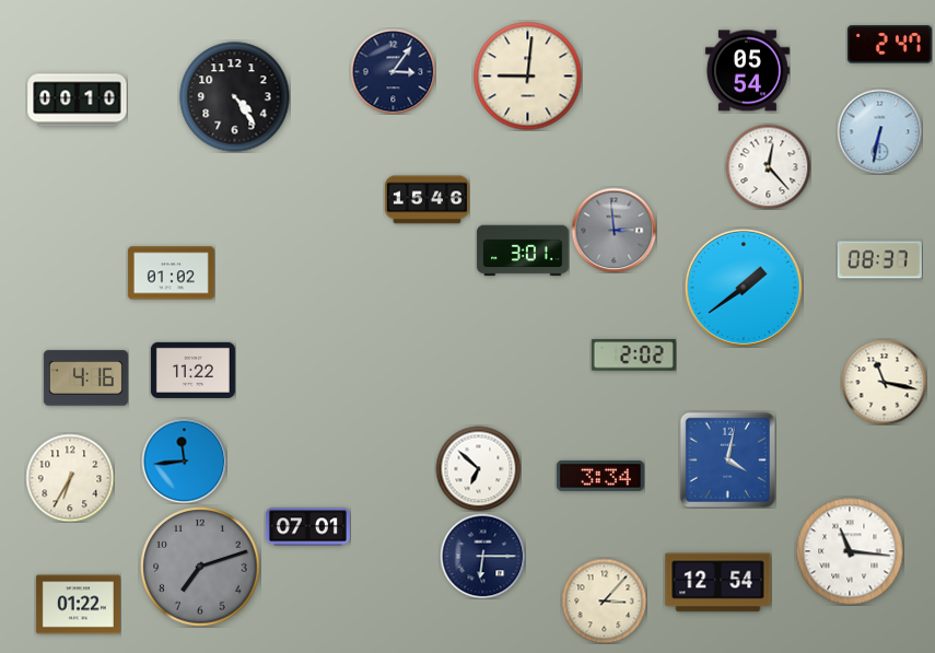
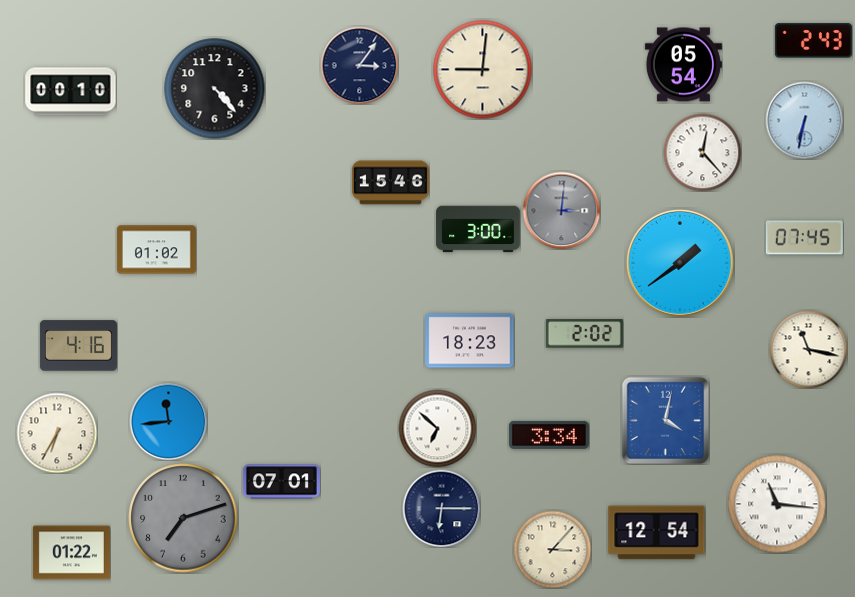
clock at (889, 45): 2:47 -> 2:43
clock at (235, 97): 4:24 -> 4:23
clock at (613, 230): 2:59 -> 3:01
clock at (523, 250): 3:01 -> 3:00
clock at (879, 260): 08:37 -> 07:45
clock at (633, 355) position: (633, 355) -> (584, 334)
clock at (192, 370): 11:22 -> none
clock at (470, 341): none -> 18:23
clock at (70, 478) position: (70, 478) -> (57, 433)
